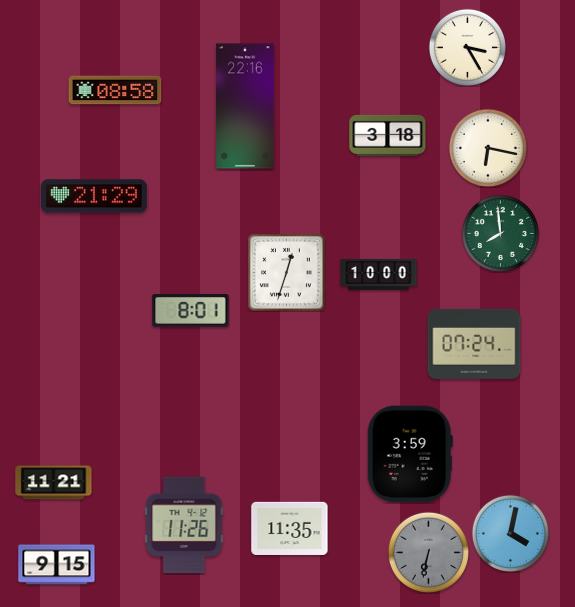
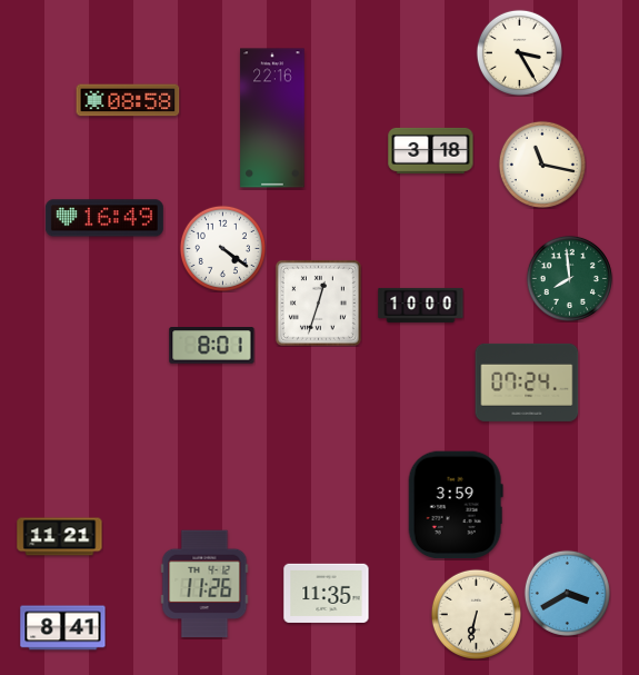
clock at (488, 148): 6:17 -> 11:17
clock at (94, 196): 21:29 -> 16:49
clock at (222, 248): none -> 4:21
clock at (500, 233) position: (500, 233) -> (569, 278)
clock at (290, 528) position: (290, 528) -> (327, 593)
clock at (510, 533): 4:02 -> 3:40
clock at (428, 552) dial: grey -> cream
clock at (57, 565): 9:15 -> 8:41
